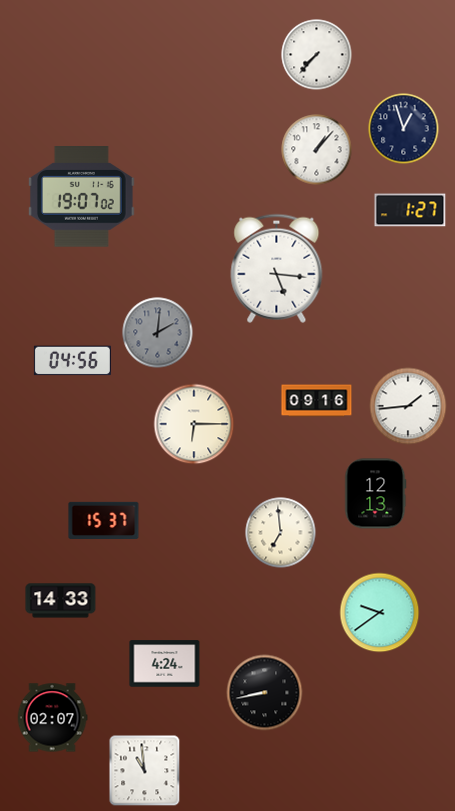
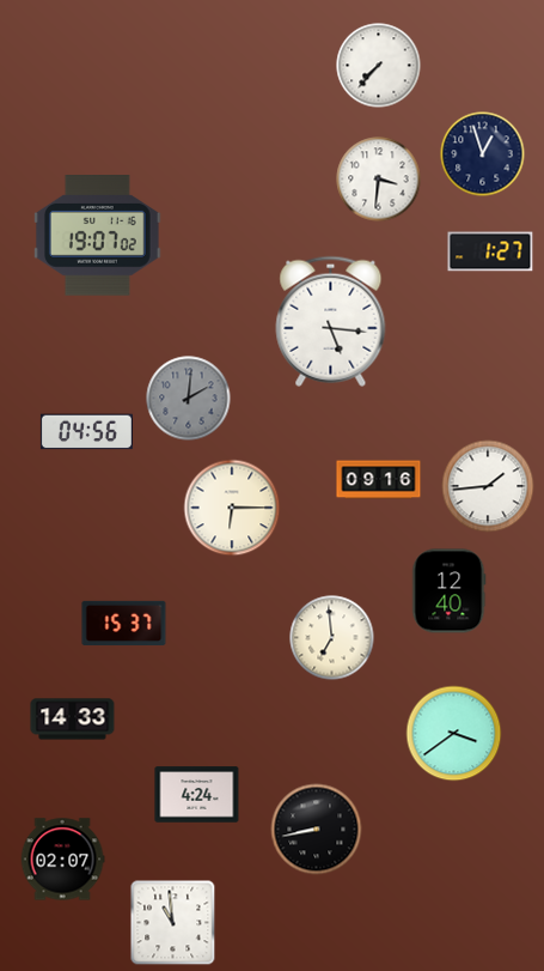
clock at (317, 150): 1:07 -> 3:31
clock at (375, 494): 12:13 -> 12:40
clock at (281, 533) position: (281, 533) -> (332, 638)
clock at (380, 613): 9:39 -> 3:39
